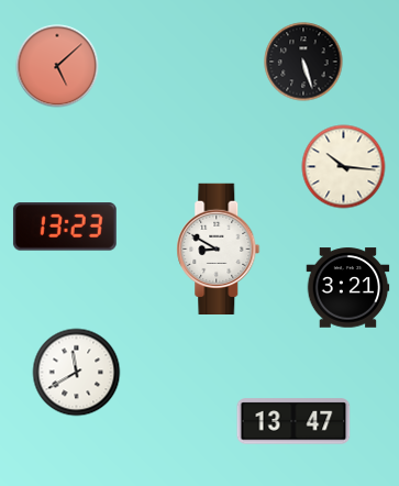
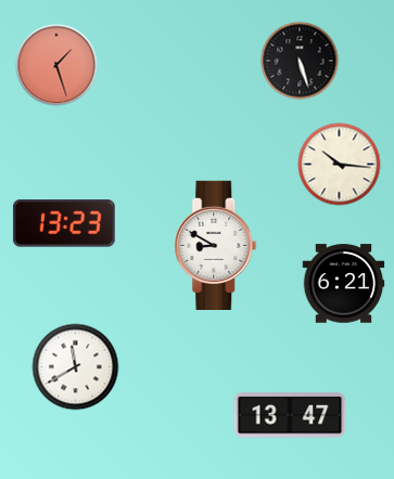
clock at (57, 66): 5:08 -> 1:27
clock at (348, 288): 3:21 -> 6:21
